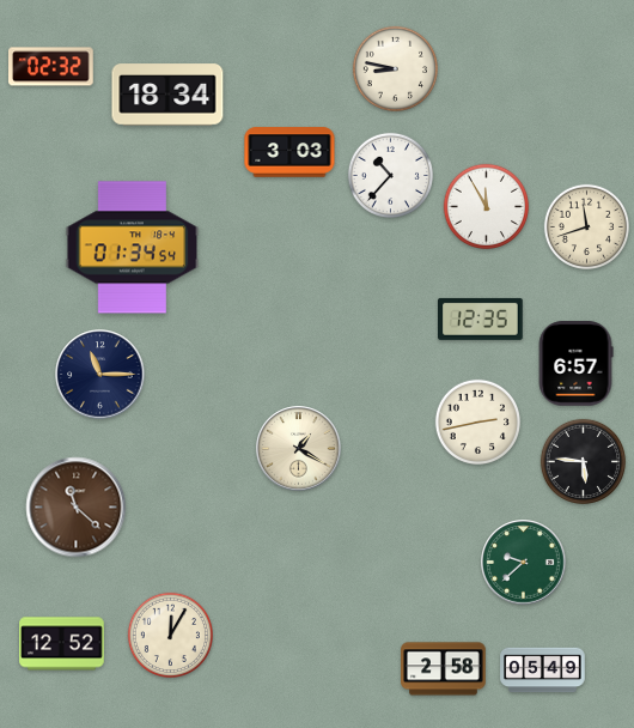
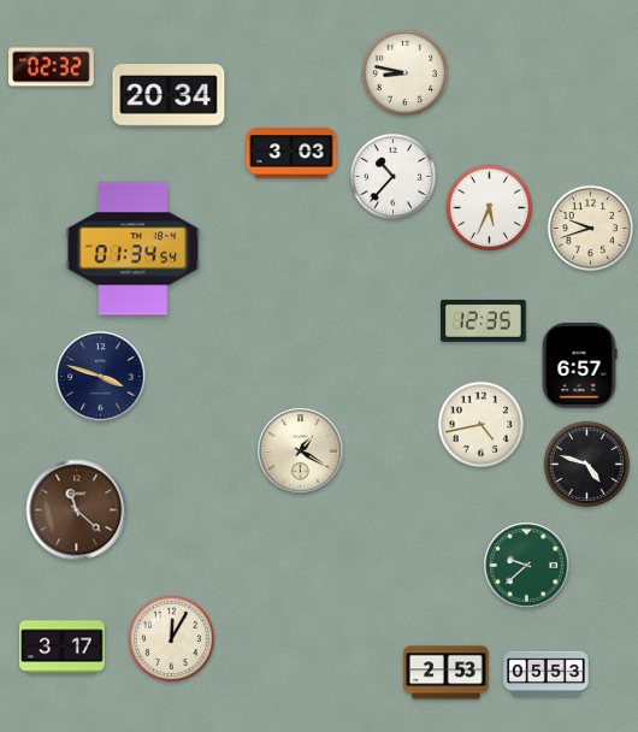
clock at (395, 68) position: (395, 68) -> (404, 72)
clock at (167, 95): 18:34 -> 20:34
clock at (486, 206): 11:55 -> 5:34
clock at (586, 226): 11:42 -> 9:42
clock at (100, 375): 11:15 -> 3:48
clock at (477, 421): 2:43 -> 4:43
clock at (583, 461): 5:46 -> 4:48
clock at (62, 644): 12:52 -> 3:17
clock at (444, 669): 2:58 -> 2:53
clock at (543, 671): 05:49 -> 05:53
